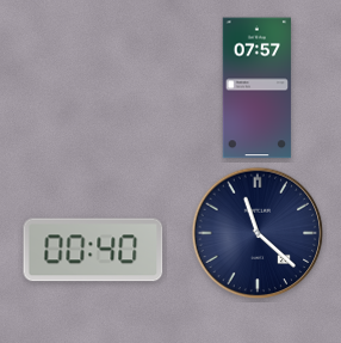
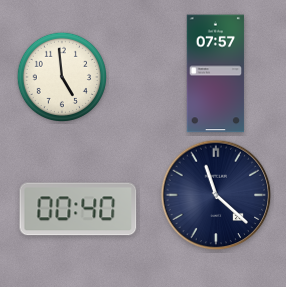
clock at (61, 76): none -> 4:59
